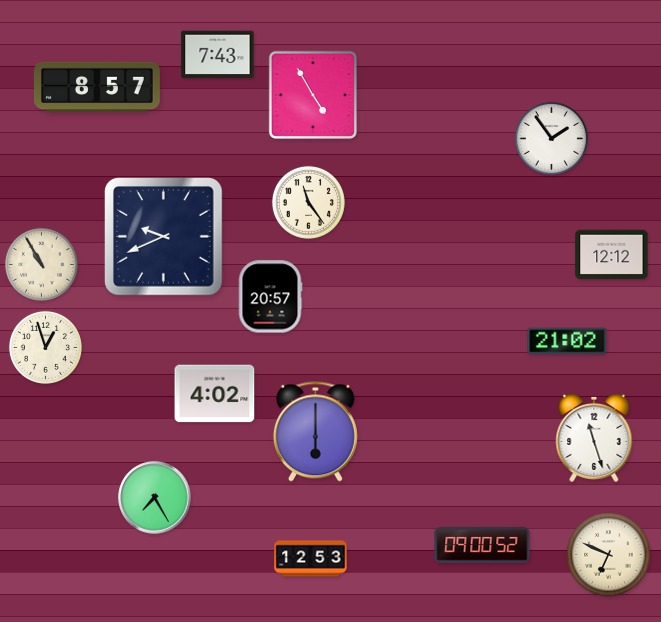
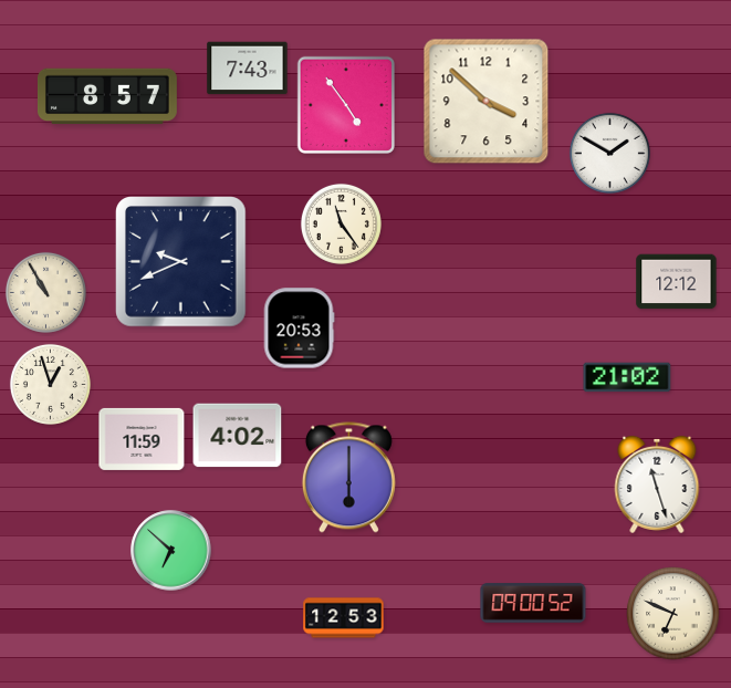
clock at (218, 55) position: (218, 55) -> (248, 69)
clock at (487, 102): none -> 3:52
clock at (313, 95): 4:55 -> 4:54
clock at (551, 138): 1:54 -> 1:50
clock at (270, 297): 20:57 -> 20:53
clock at (142, 439): none -> 11:59
clock at (155, 498): 7:25 -> 6:52
